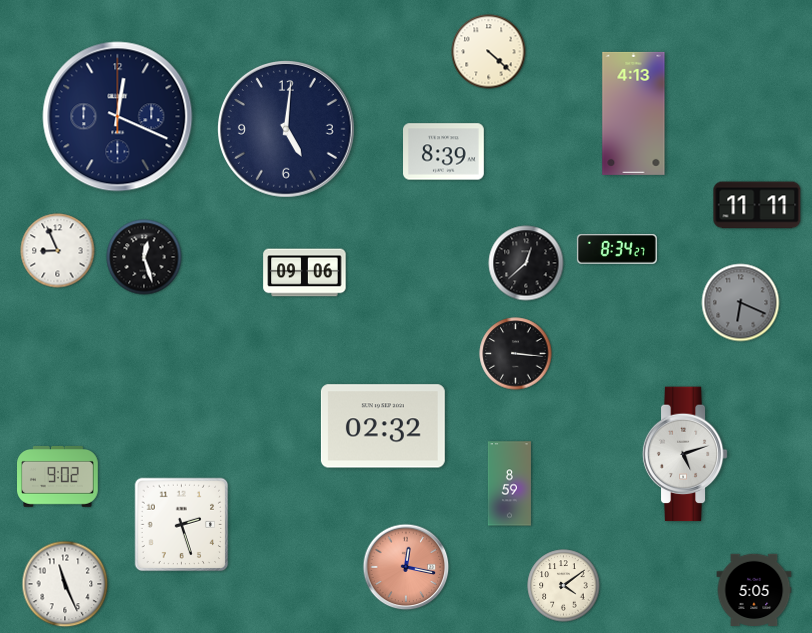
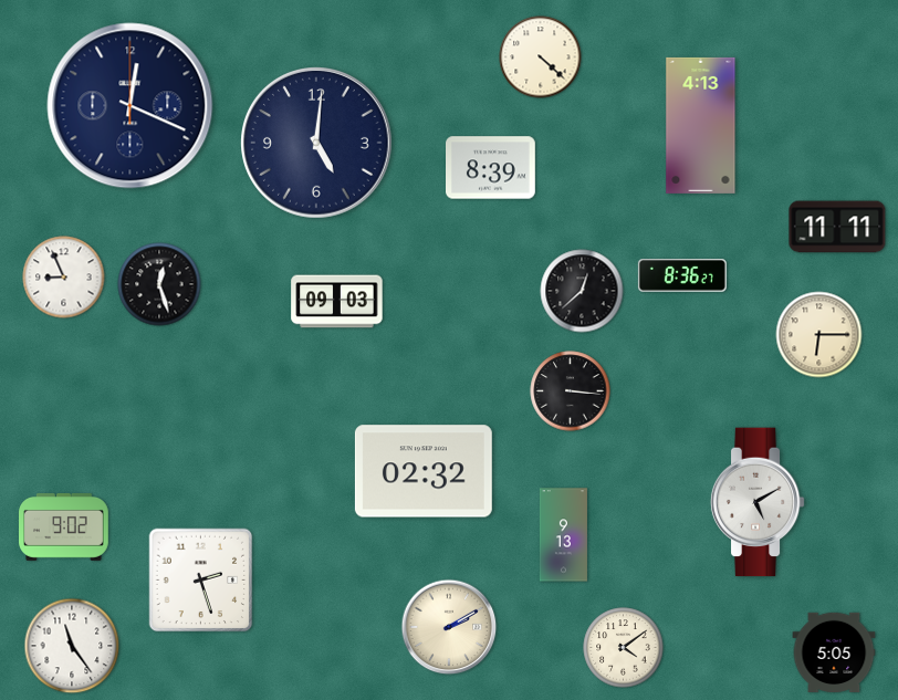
clock at (118, 117) position: (118, 117) -> (130, 106)
clock at (617, 250): 8:34 -> 8:36
clock at (305, 273): 09:06 -> 09:03
clock at (741, 303): 6:19 -> 6:15
clock at (741, 303) dial: grey -> cream
clock at (685, 454): 5:12 -> 5:10
clock at (509, 484): 8:59 -> 9:13
clock at (406, 567): 12:17 -> 2:10
clock at (406, 567) dial: salmon -> cream
clock at (65, 584): 11:26 -> 11:24
